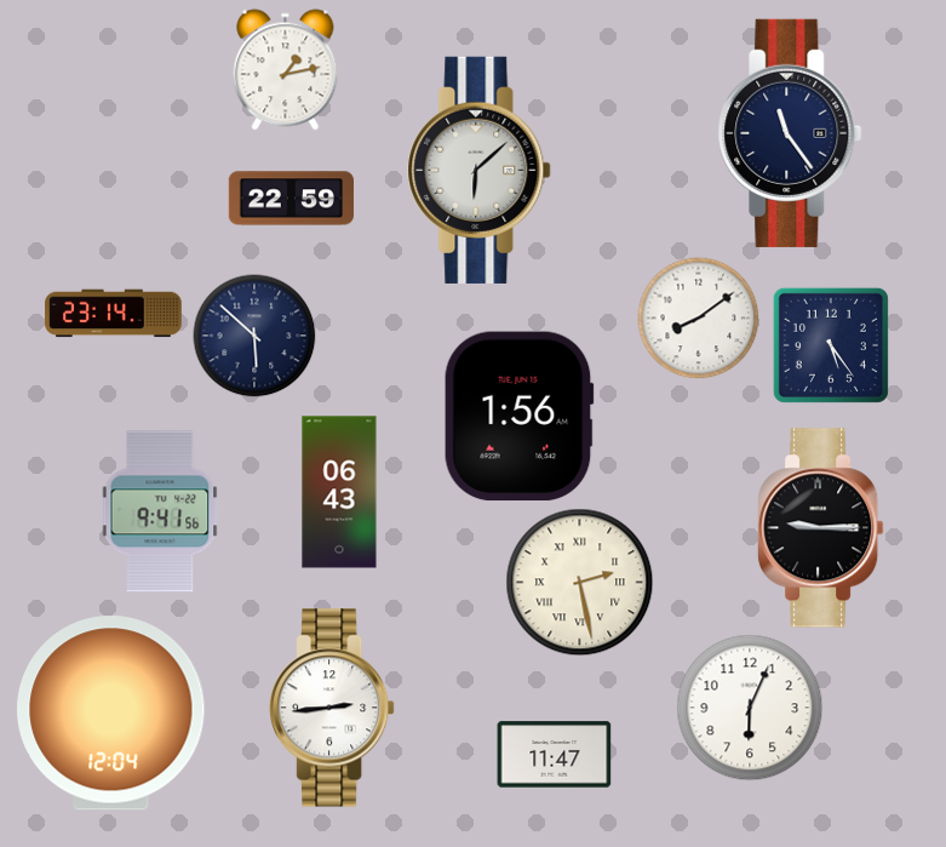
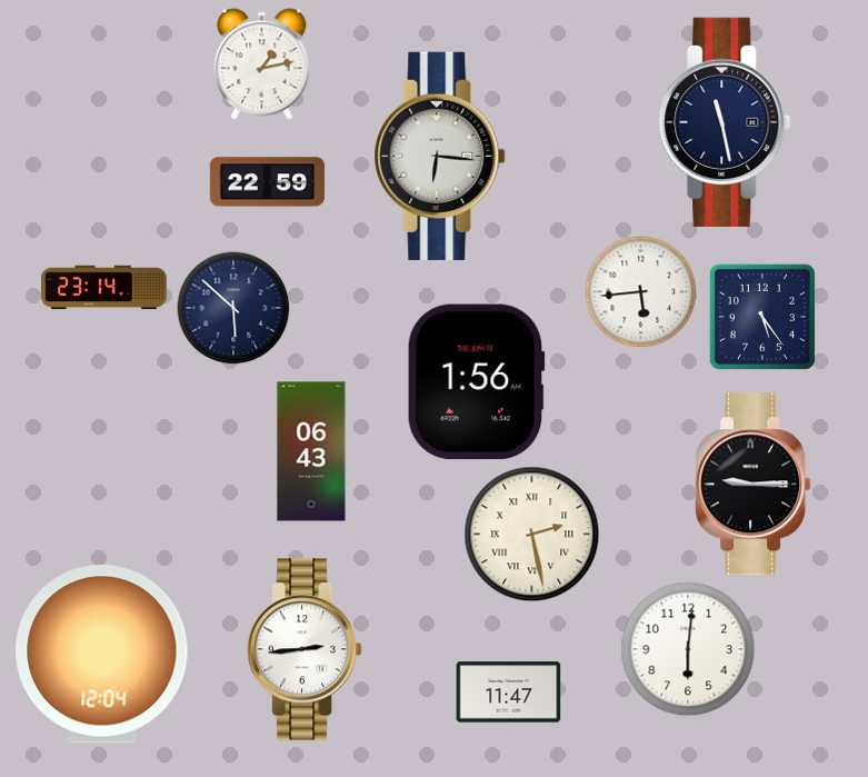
clock at (790, 133): 11:24 -> 11:28
clock at (480, 170): 6:08 -> 6:16
clock at (699, 319): 8:09 -> 5:44
clock at (160, 511): 9:41 -> none
clock at (750, 708): 6:04 -> 6:01
